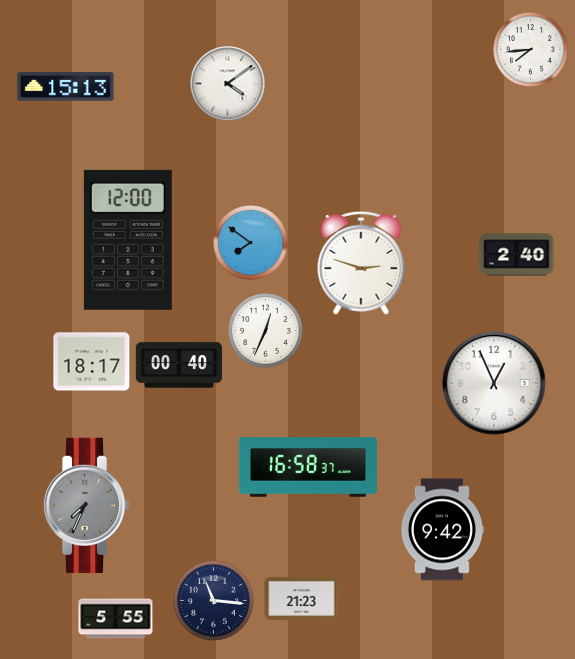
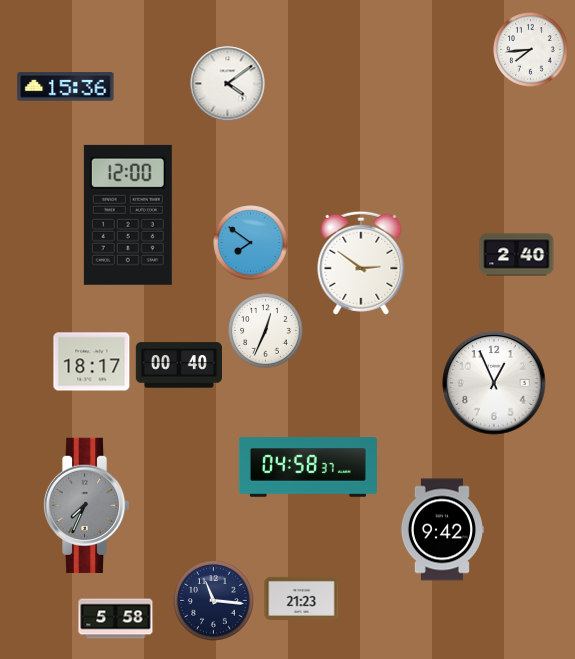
clock at (66, 87): 15:13 -> 15:36
clock at (128, 240) position: (128, 240) -> (128, 215)
clock at (361, 263): 2:48 -> 2:51
clock at (308, 467): 16:58 -> 04:58
clock at (116, 619): 5:55 -> 5:58
